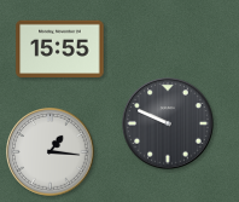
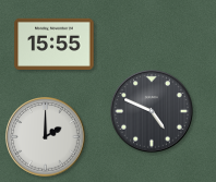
clock at (168, 123): 9:49 -> 4:49
clock at (51, 152): 1:16 -> 2:00
